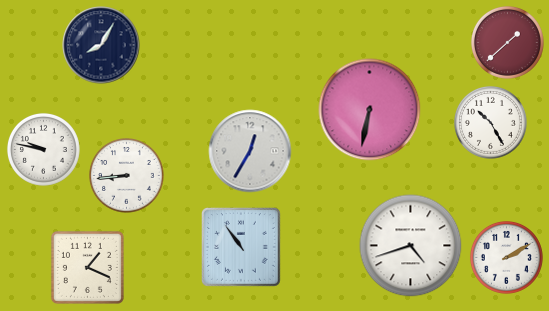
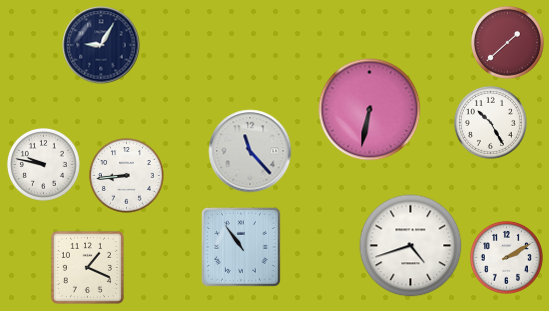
clock at (101, 45): 8:05 -> 9:05
clock at (43, 149) position: (43, 149) -> (43, 164)
clock at (250, 151): 12:35 -> 11:23
